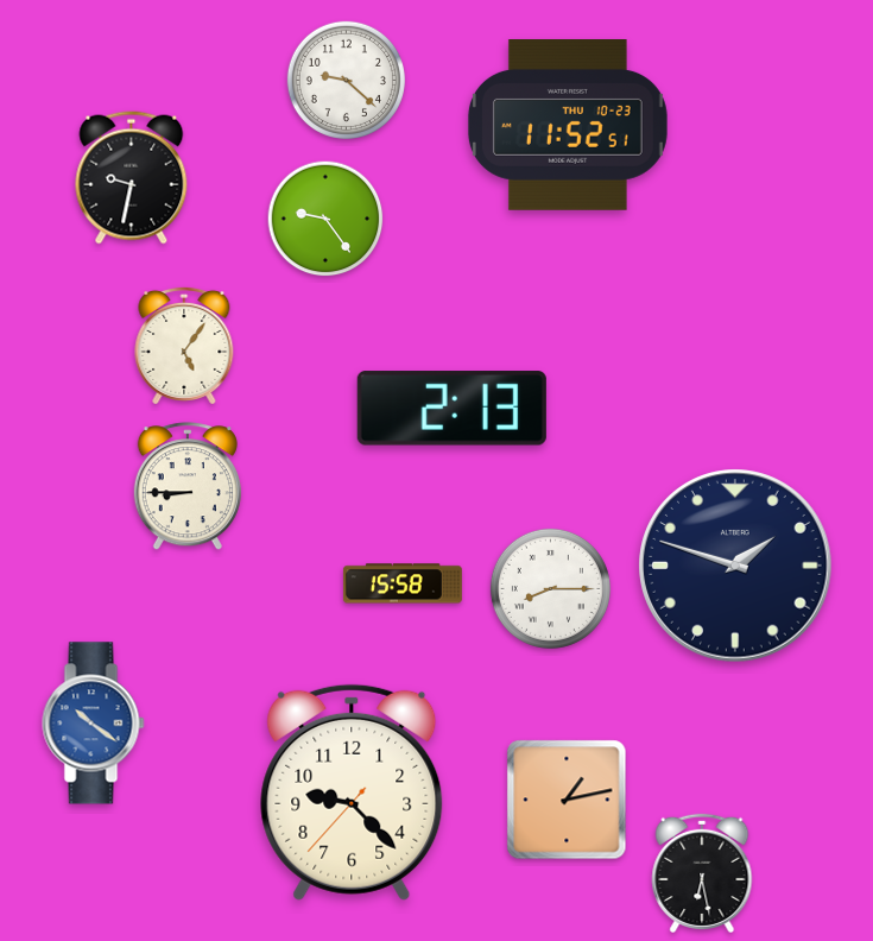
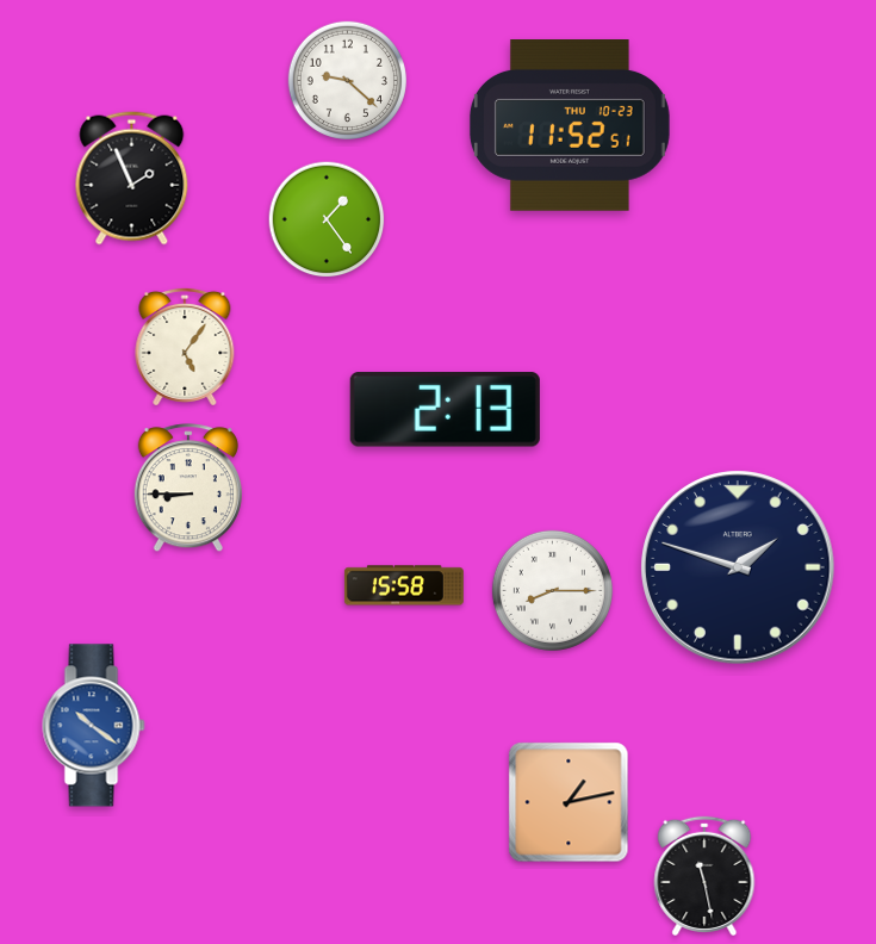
clock at (132, 178): 9:32 -> 1:56
clock at (325, 219): 9:24 -> 1:24
clock at (451, 409) position: (451, 409) -> (445, 410)
clock at (352, 792): 9:22 -> none
clock at (702, 872): 6:28 -> 11:28
